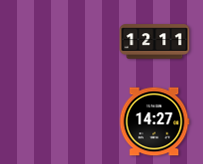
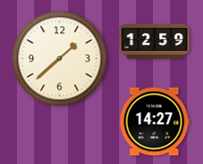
clock at (155, 42): 12:11 -> 12:59
clock at (60, 59): none -> 1:38
